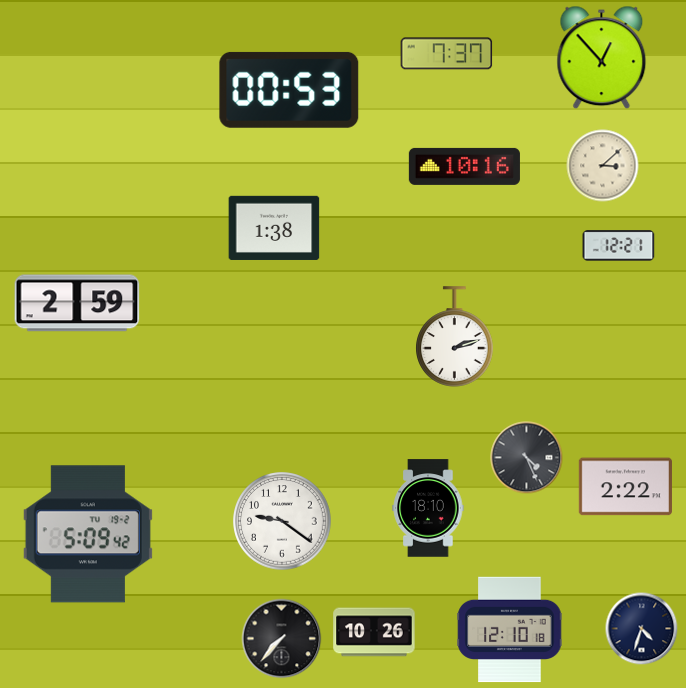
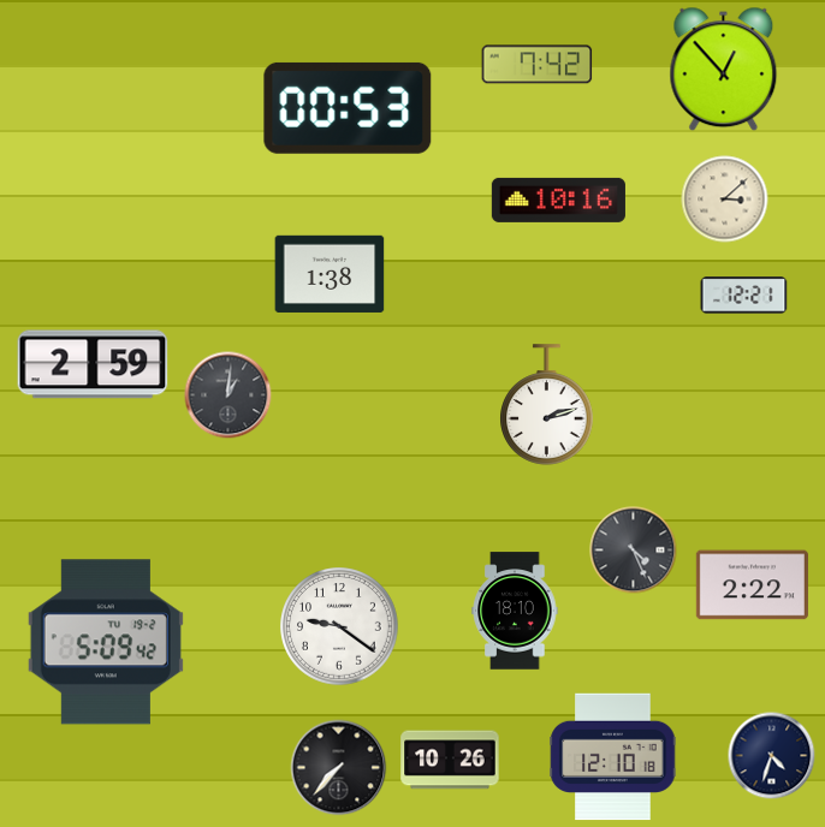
clock at (447, 54): 7:37 -> 7:42
clock at (228, 395): none -> 1:01
